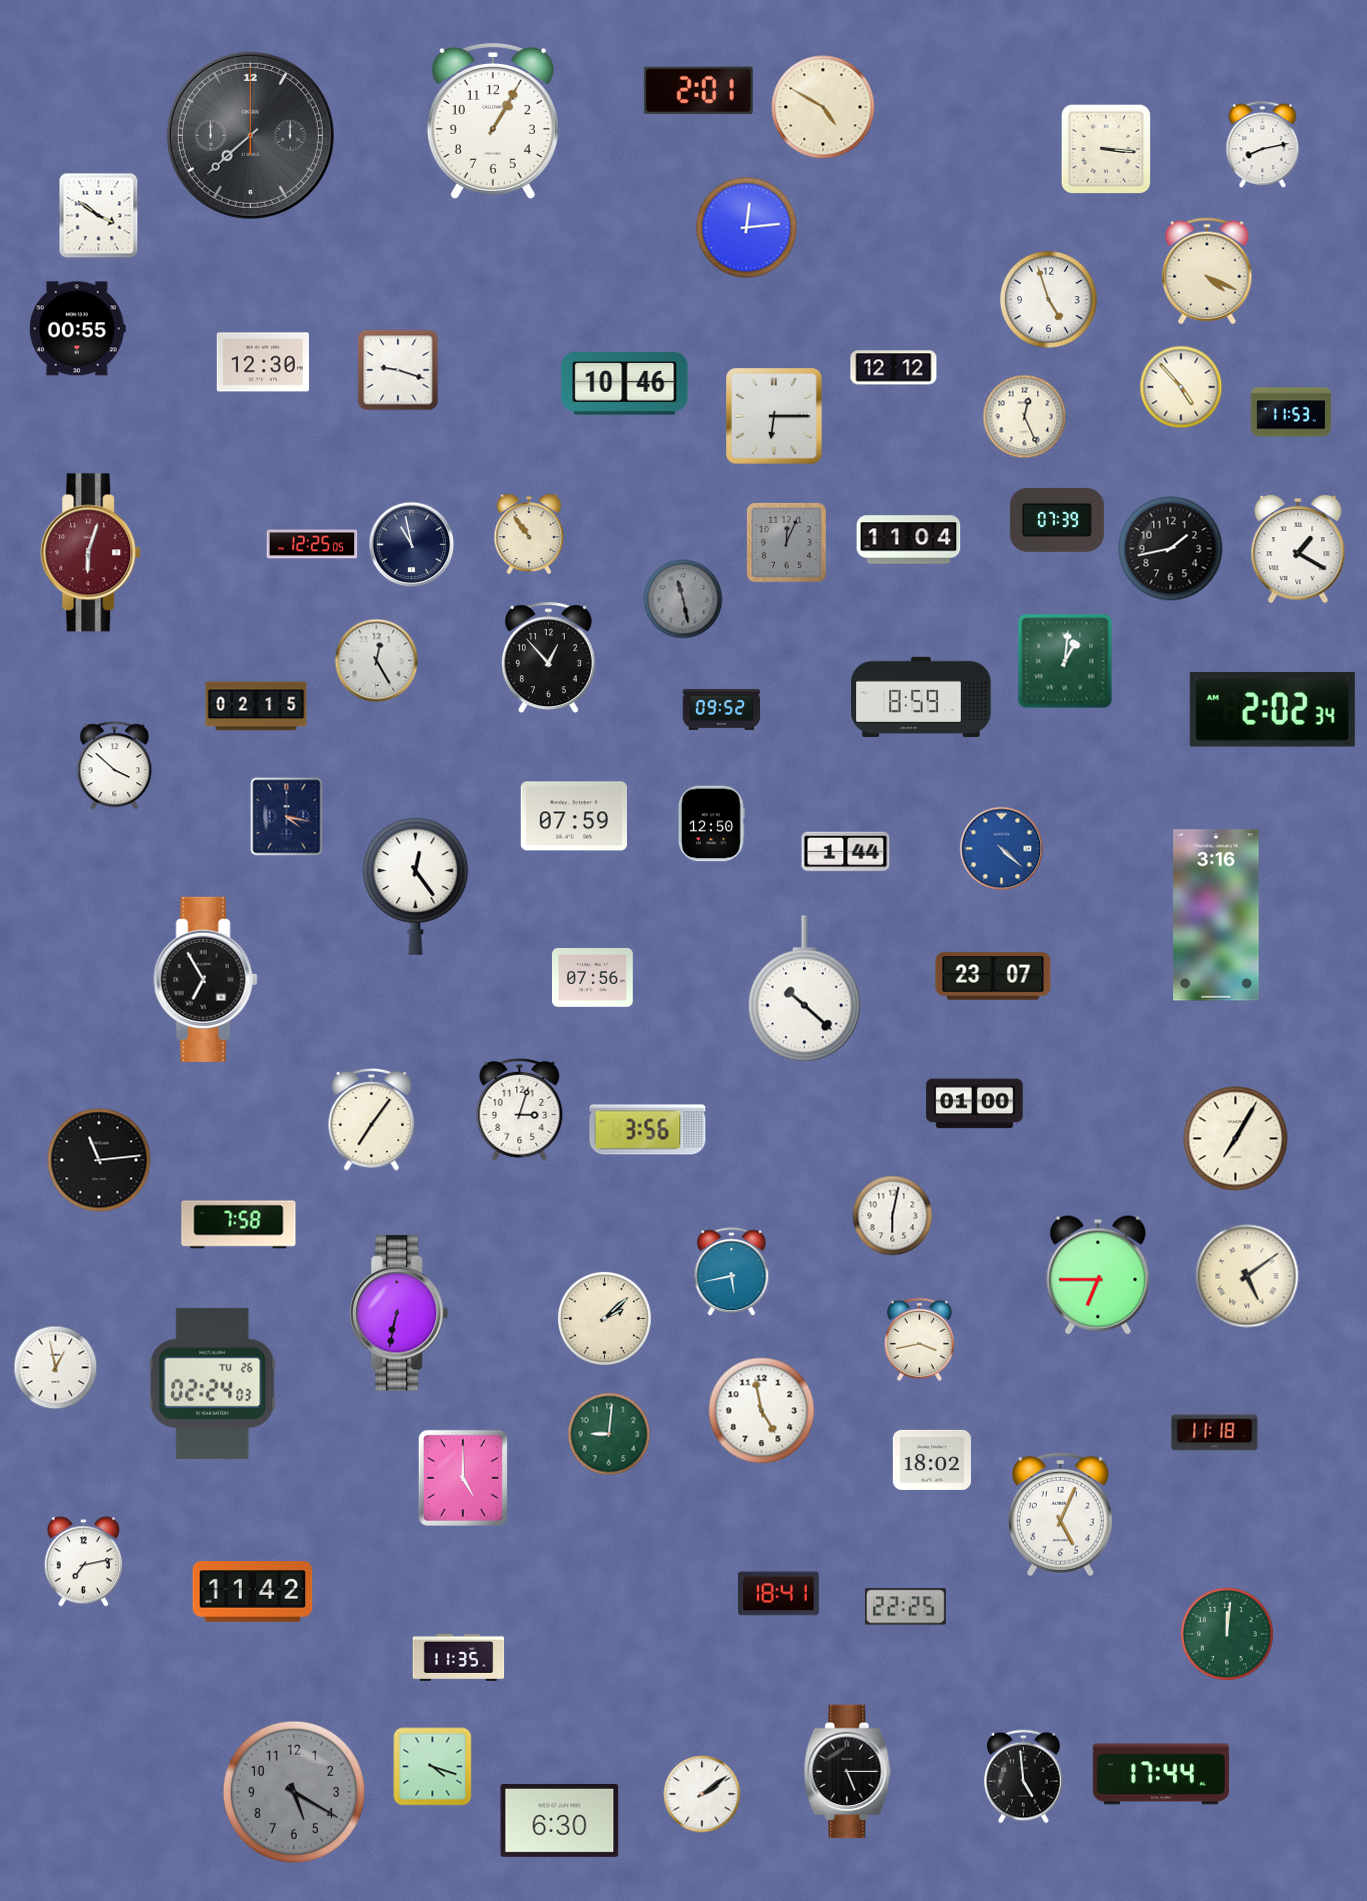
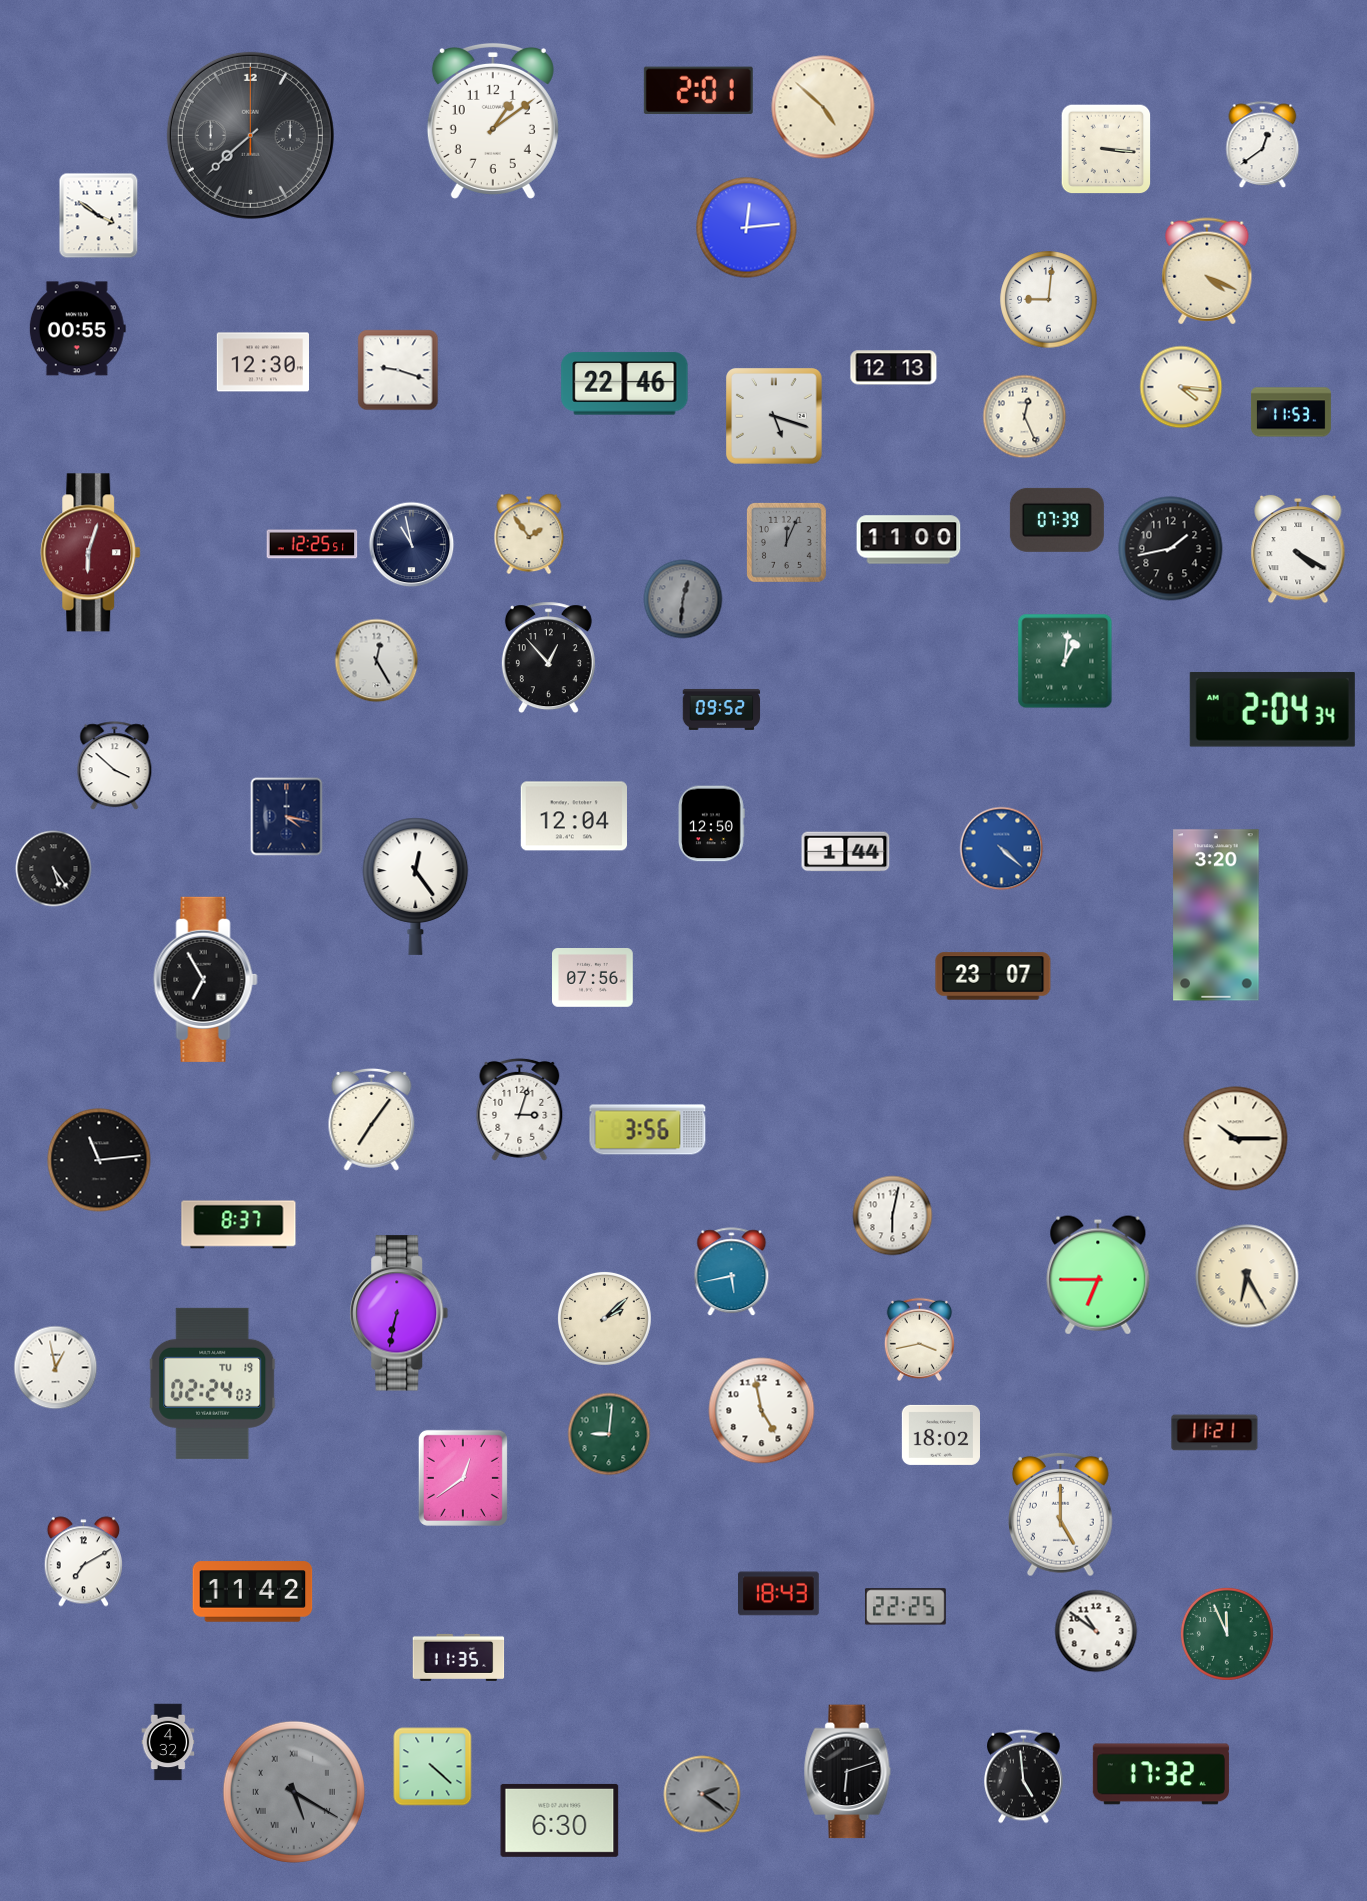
clock at (823, 107): 4:50 -> 4:52
clock at (493, 121): 1:05 -> 1:09
clock at (1263, 145): 8:13 -> 12:39
clock at (1049, 300): 4:57 -> 9:01
clock at (894, 368): 12:12 -> 12:13
clock at (625, 384): 10:46 -> 22:46
clock at (1181, 387): 4:53 -> 4:16
clock at (775, 417): 6:15 -> 5:18
clock at (529, 534): 10:54 -> 1:54
clock at (909, 540): 11:04 -> 11:00
clock at (312, 544): 12:25:05 -> 12:25:51
clock at (1298, 549): 1:20 -> 4:20
clock at (683, 599): 11:28 -> 12:31
clock at (921, 697): 8:59 -> none
clock at (256, 706): 02:15 -> none
clock at (1272, 710): 2:02 -> 2:04
clock at (573, 816): 07:59 -> 12:04
clock at (54, 869): none -> 5:24
clock at (1216, 915): 3:16 -> 3:20
clock at (804, 989): 10:22 -> none
clock at (975, 1104): 01:00 -> none
clock at (1236, 1139): 7:05 -> 10:15
clock at (239, 1225): 7:58 -> 8:37
clock at (1247, 1276): 5:09 -> 6:25
clock at (213, 1383) date: TU 26 -> TU 19
clock at (1215, 1433): 11:18 -> 11:21
clock at (931, 1460) position: (931, 1460) -> (940, 1435)
clock at (463, 1478): 5:00 -> 12:39
clock at (1061, 1514): 5:04 -> 5:00
clock at (83, 1562): 7:13 -> 7:10
clock at (779, 1594): 18:41 -> 18:43
clock at (1096, 1631): none -> 10:51
clock at (1227, 1634): 12:01 -> 11:56
clock at (168, 1742): none -> 4:32
clock at (433, 1767): 4:18 -> 4:22
clock at (848, 1772): 5:15 -> 6:12
clock at (1161, 1774): 17:44 -> 17:32
clock at (294, 1792) numerals: Arabic -> Roman
clock at (702, 1794): 2:09 -> 2:21
clock at (702, 1794) dial: white -> grey
